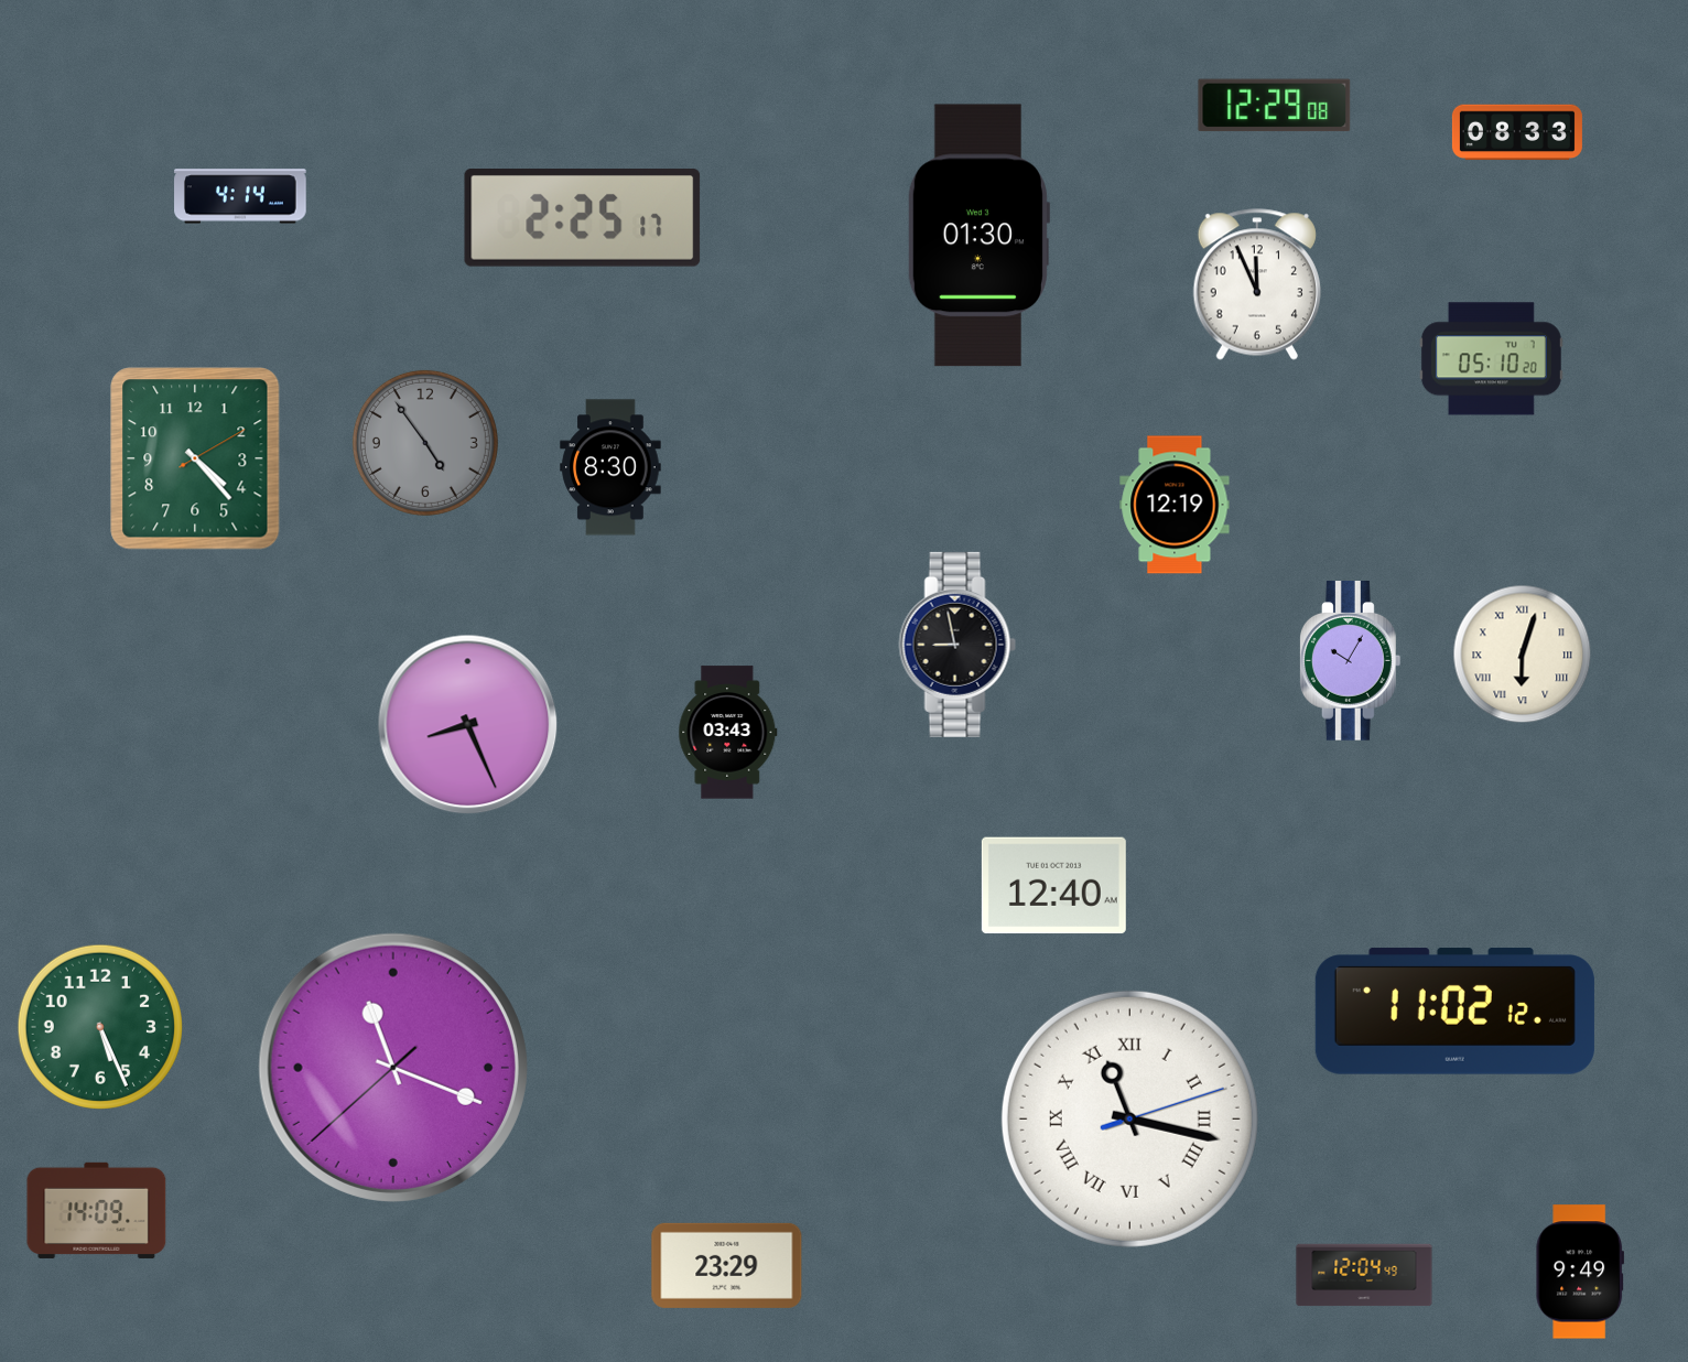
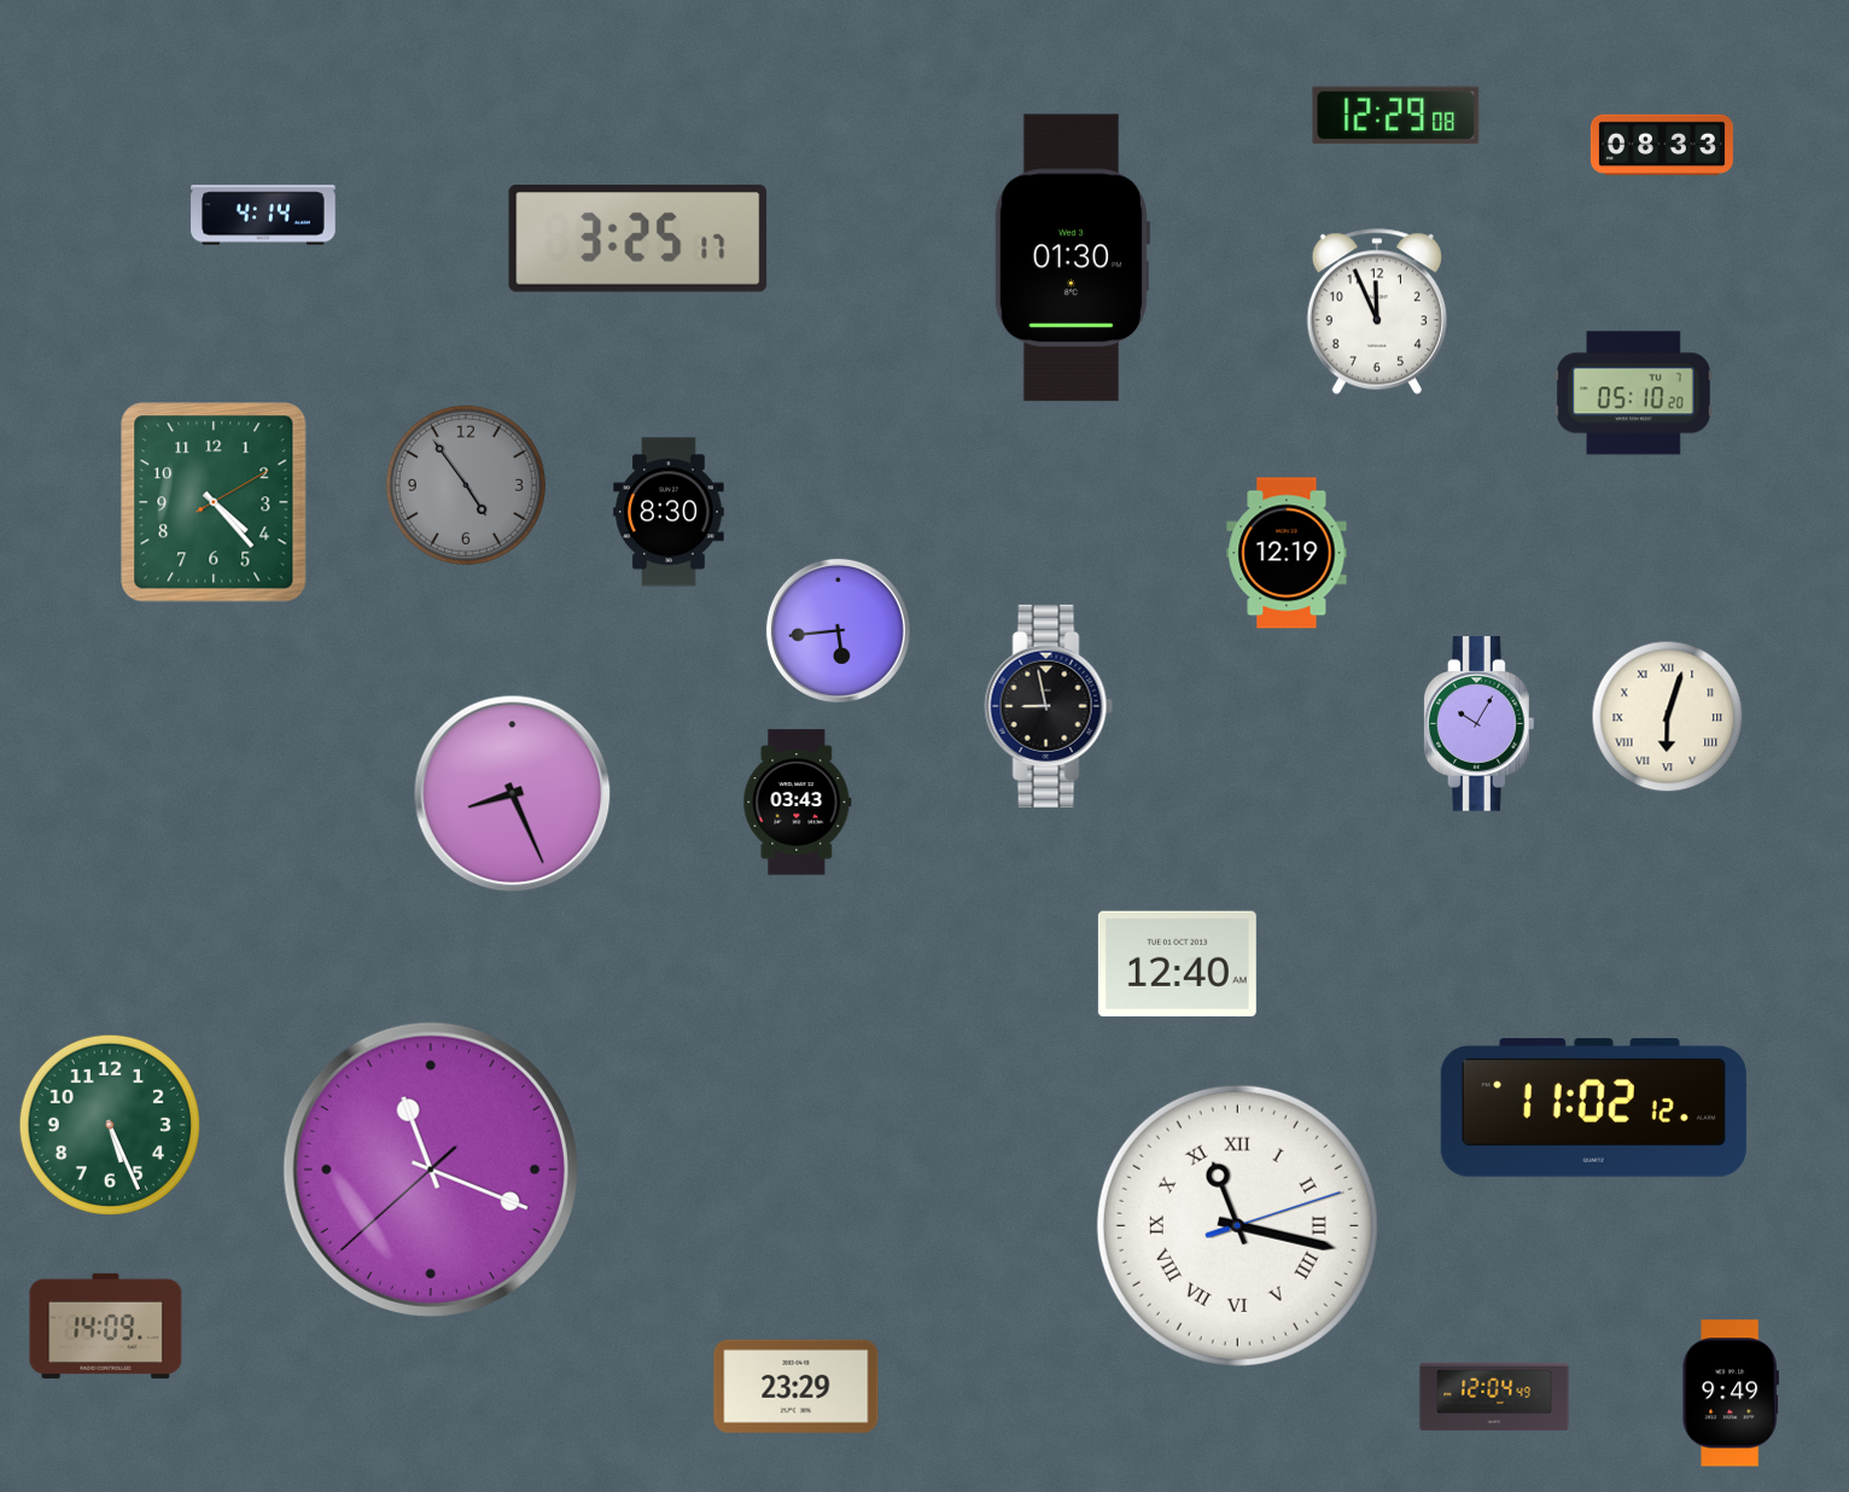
clock at (583, 218): 2:25 -> 3:25
clock at (838, 630): none -> 5:44
clock at (1053, 886) position: (1053, 886) -> (1177, 964)
